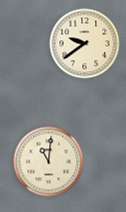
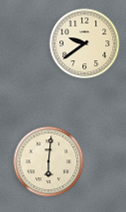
clock at (49, 162): 11:01 -> 6:01
